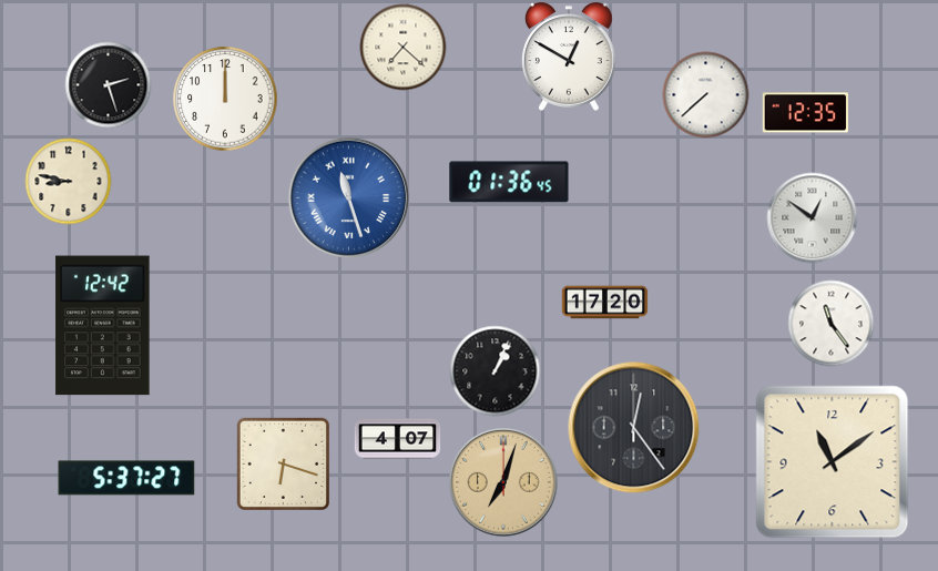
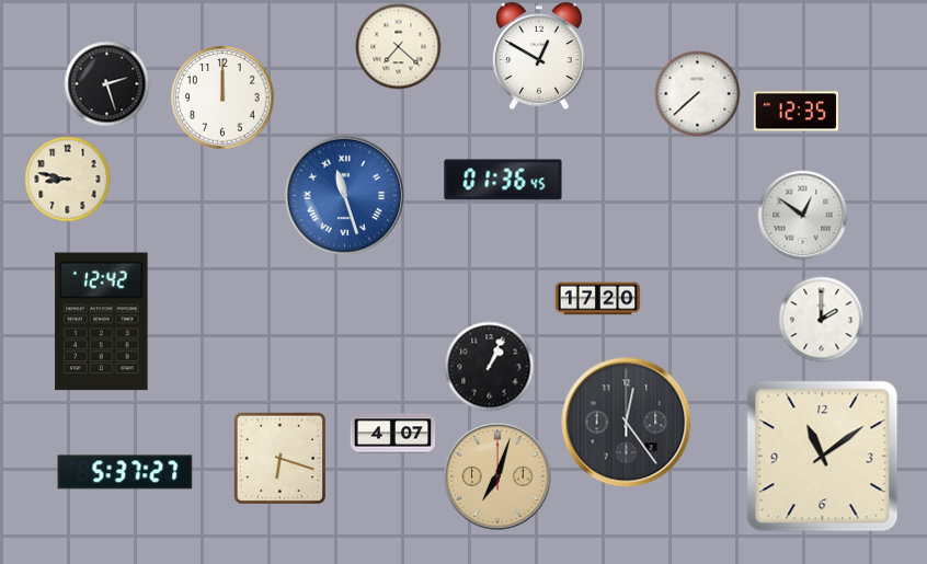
clock at (569, 57) position: (569, 57) -> (539, 56)
clock at (830, 323): 11:24 -> 2:00
